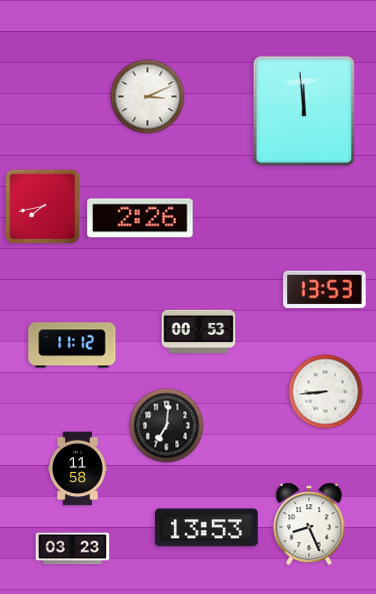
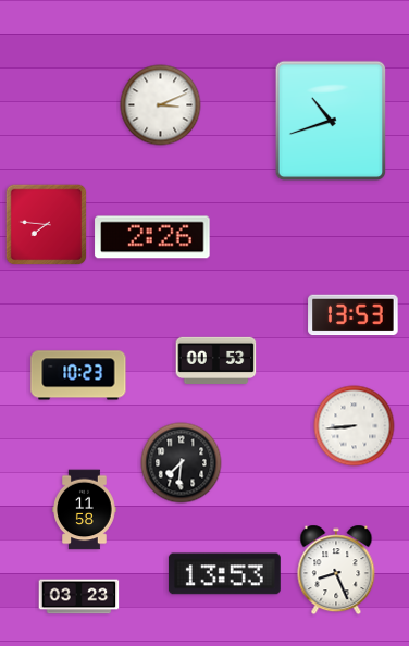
clock at (304, 111): 11:59 -> 10:42
clock at (43, 207): 7:43 -> 7:46
clock at (72, 345): 11:12 -> 10:23
clock at (167, 426): 7:01 -> 7:31
